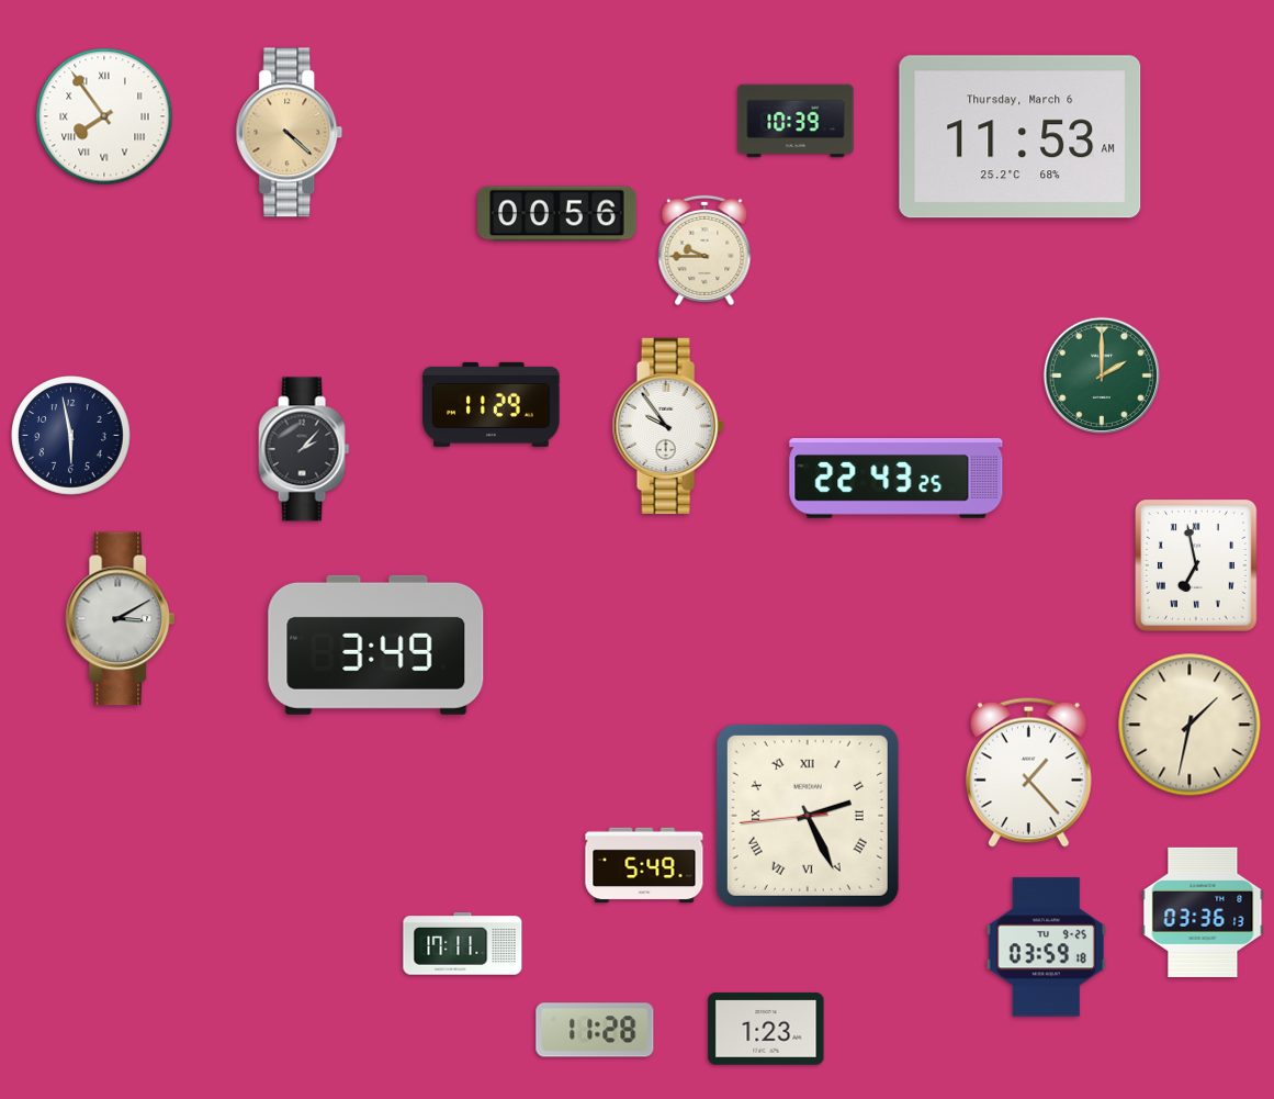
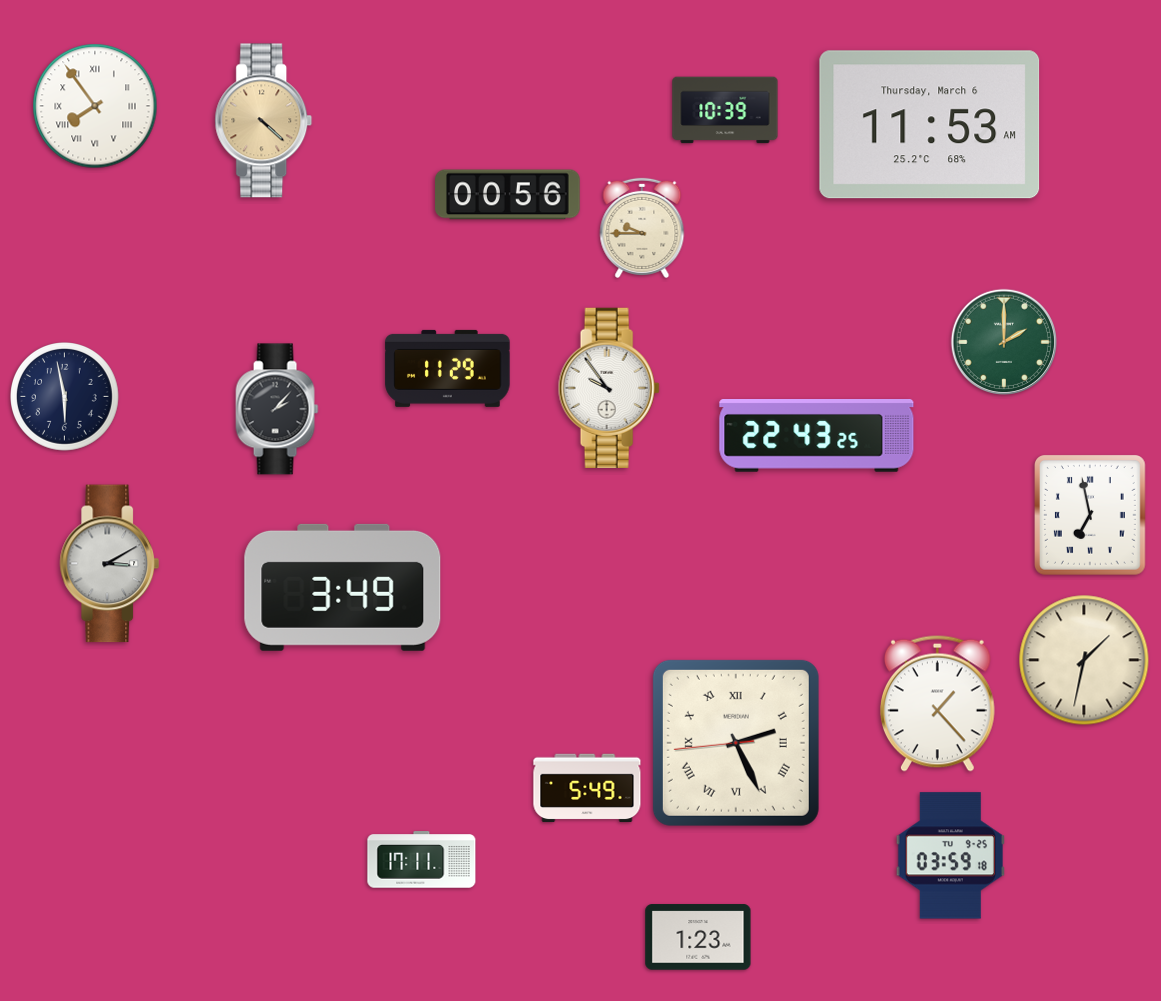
clock at (1203, 912): 03:36 -> none
clock at (1046, 947) position: (1046, 947) -> (950, 856)
clock at (595, 1030): 11:28 -> none
